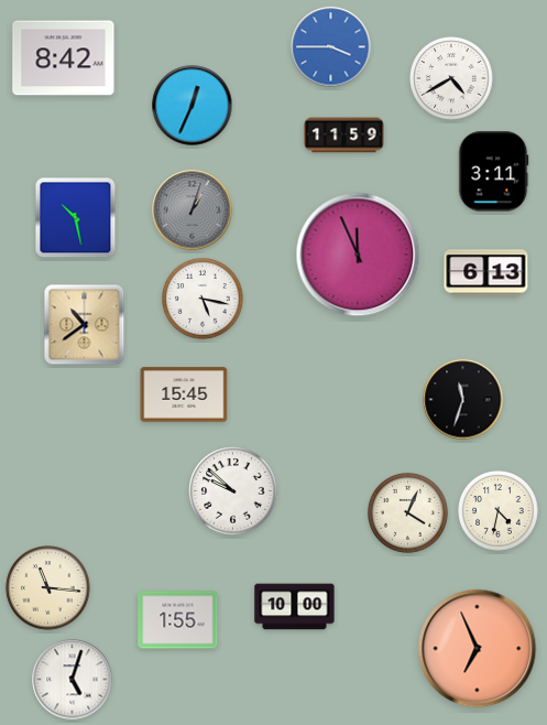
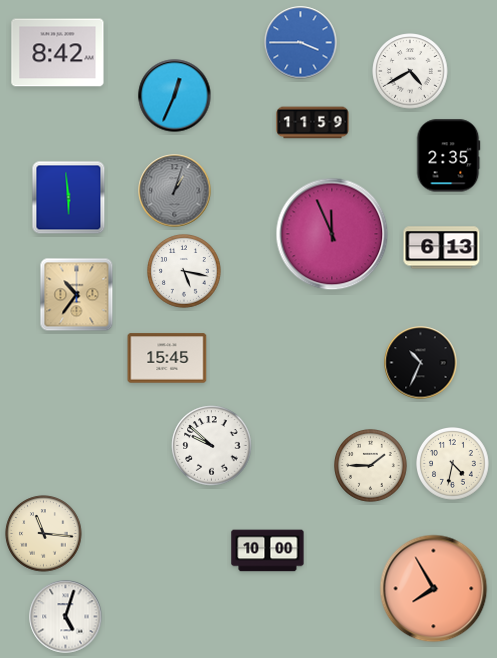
clock at (493, 172): 3:11 -> 2:35
clock at (76, 218): 10:28 -> 5:59
clock at (358, 255) position: (358, 255) -> (332, 234)
clock at (85, 325): 10:39 -> 10:36
clock at (463, 400): 11:33 -> 10:34
clock at (408, 513): 4:04 -> 1:45
clock at (178, 620): 1:55 -> none
clock at (478, 649): 6:56 -> 7:55
